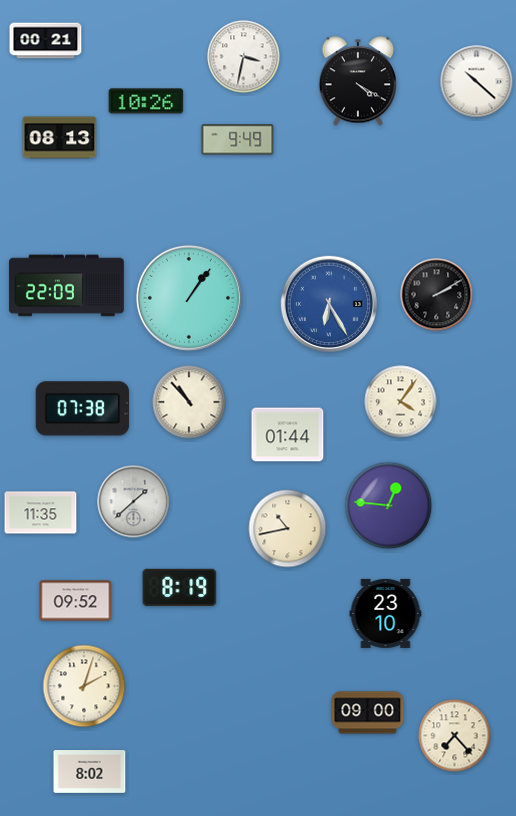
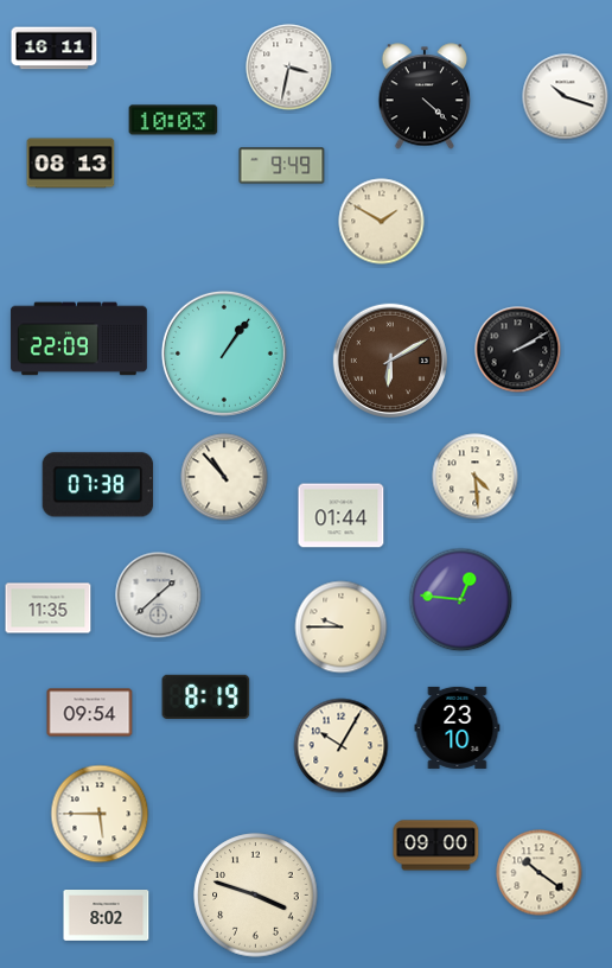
clock at (46, 41): 00:21 -> 16:11
clock at (357, 81): 4:20 -> 4:22
clock at (477, 82): 10:22 -> 10:18
clock at (146, 101): 10:26 -> 10:03
clock at (382, 222): none -> 1:50
clock at (328, 303): 6:25 -> 6:10
clock at (328, 303) dial: blue -> brown
clock at (401, 402): 4:06 -> 4:29
clock at (288, 529): 10:43 -> 9:45
clock at (180, 588) position: (180, 588) -> (206, 698)
clock at (76, 601): 09:52 -> 09:54
clock at (342, 746): none -> 10:05
clock at (84, 686): 2:03 -> 5:45
clock at (455, 736): 7:23 -> 10:21
clock at (256, 896): none -> 3:48
